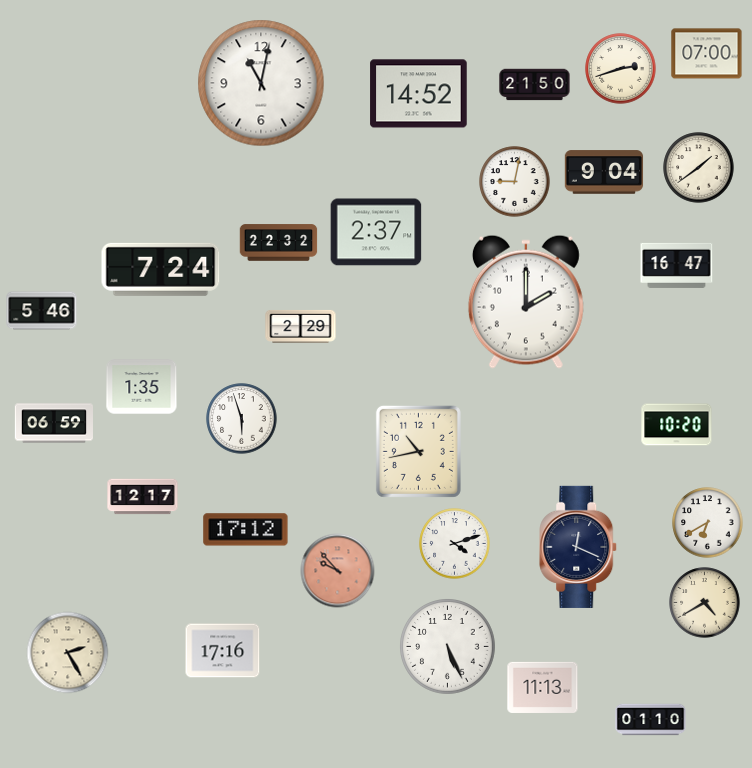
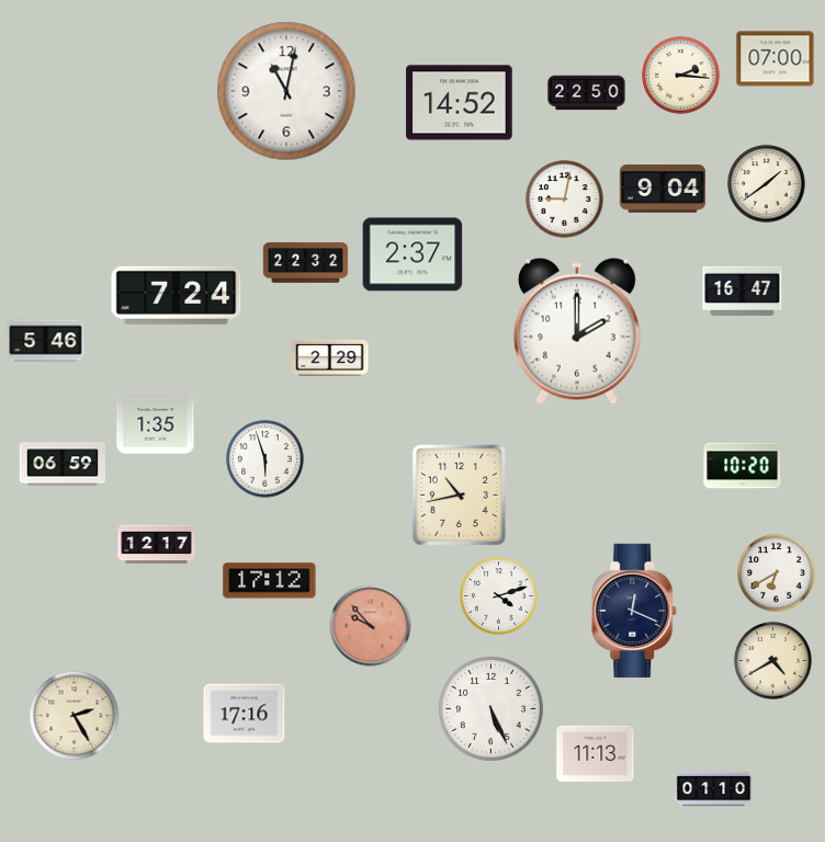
clock at (621, 69): 2:42 -> 2:16
clock at (535, 85): 21:50 -> 22:50
clock at (279, 243) position: (279, 243) -> (306, 263)
clock at (54, 423) position: (54, 423) -> (63, 464)
clock at (579, 547) position: (579, 547) -> (635, 611)
